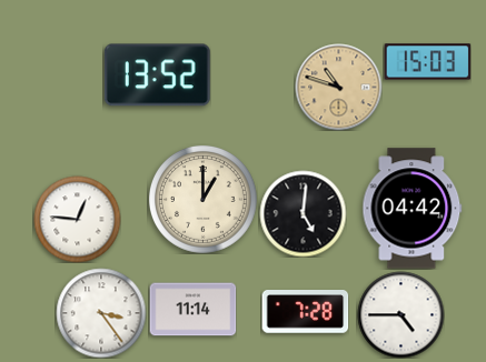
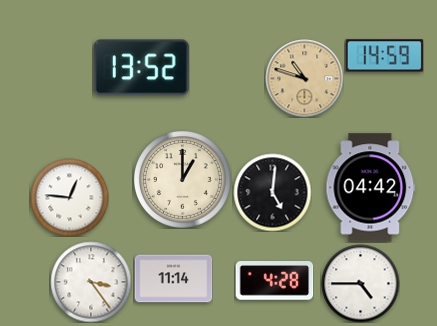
clock at (427, 62): 15:03 -> 14:59
clock at (305, 312): 7:28 -> 4:28
